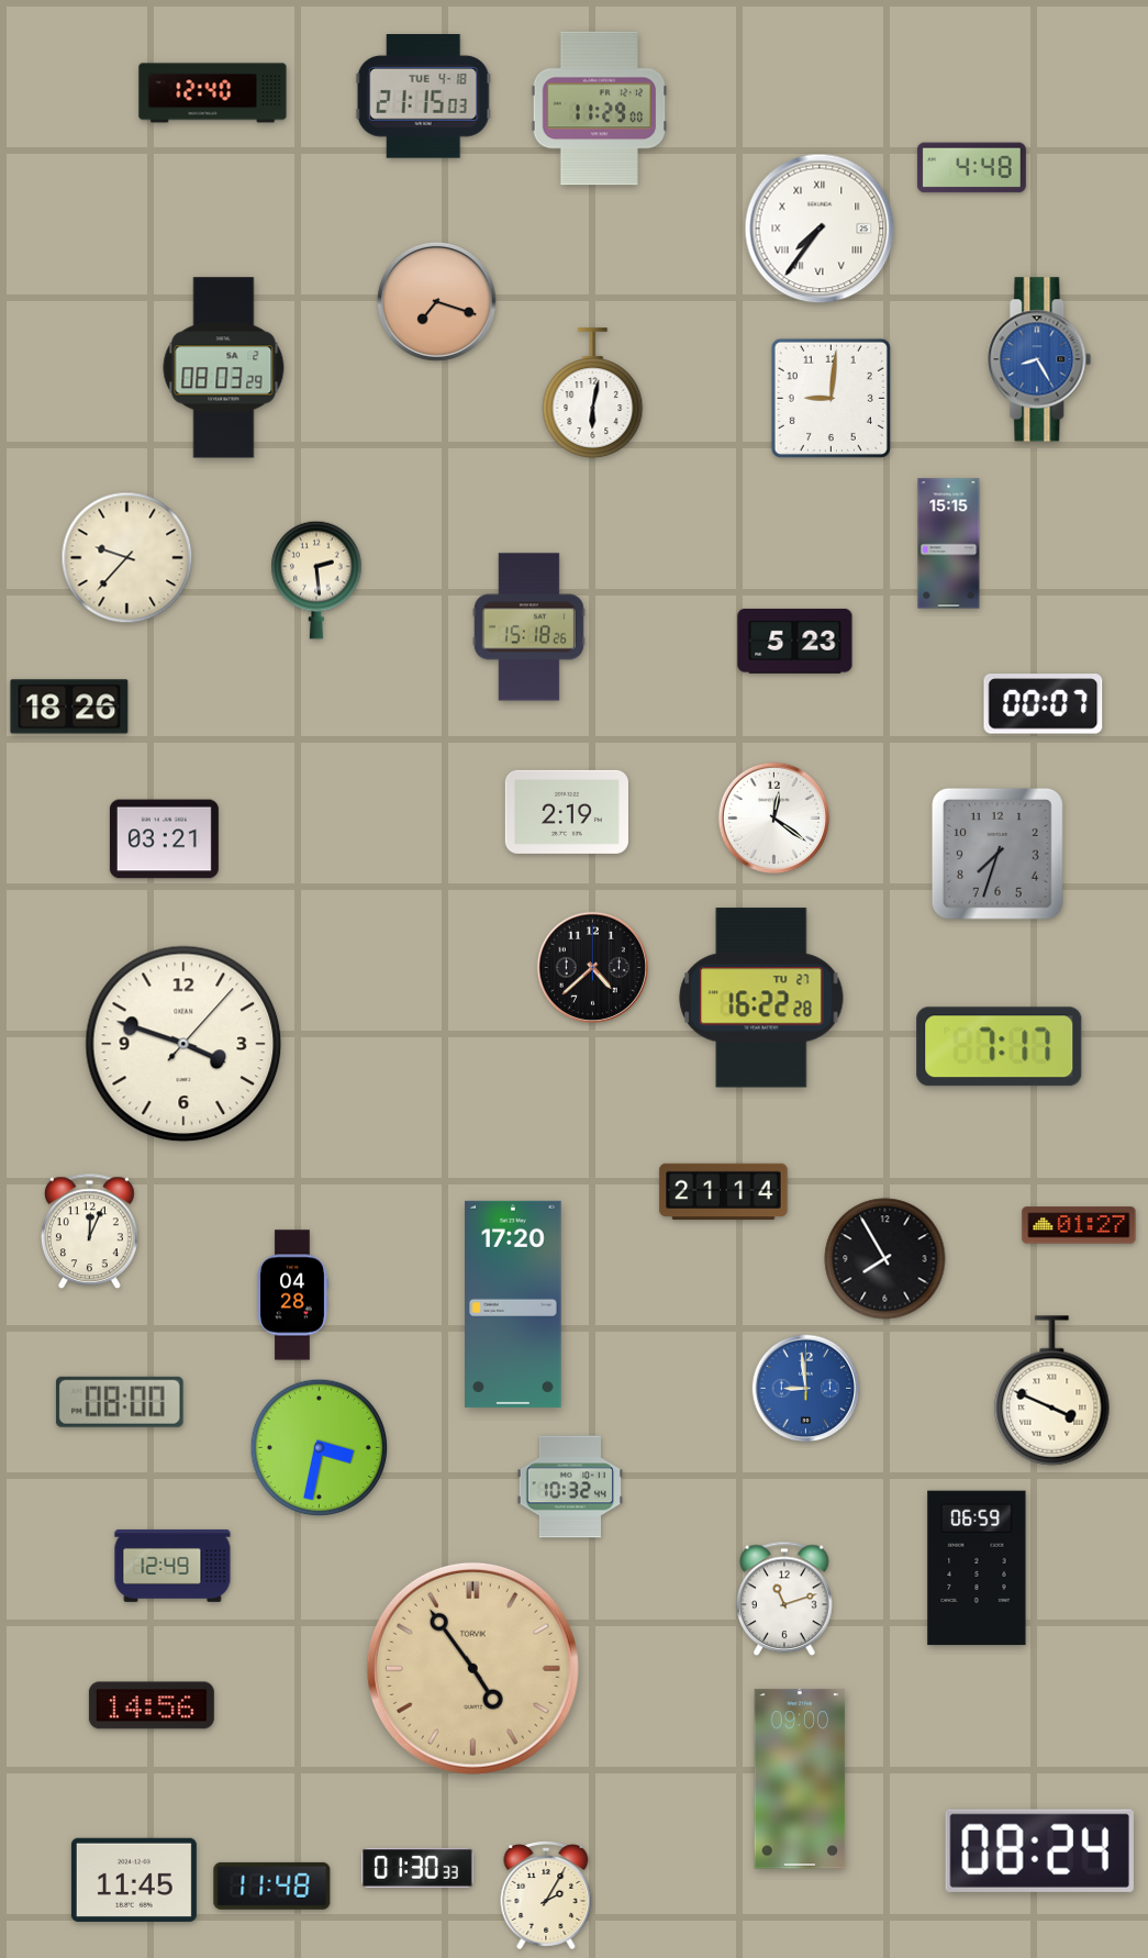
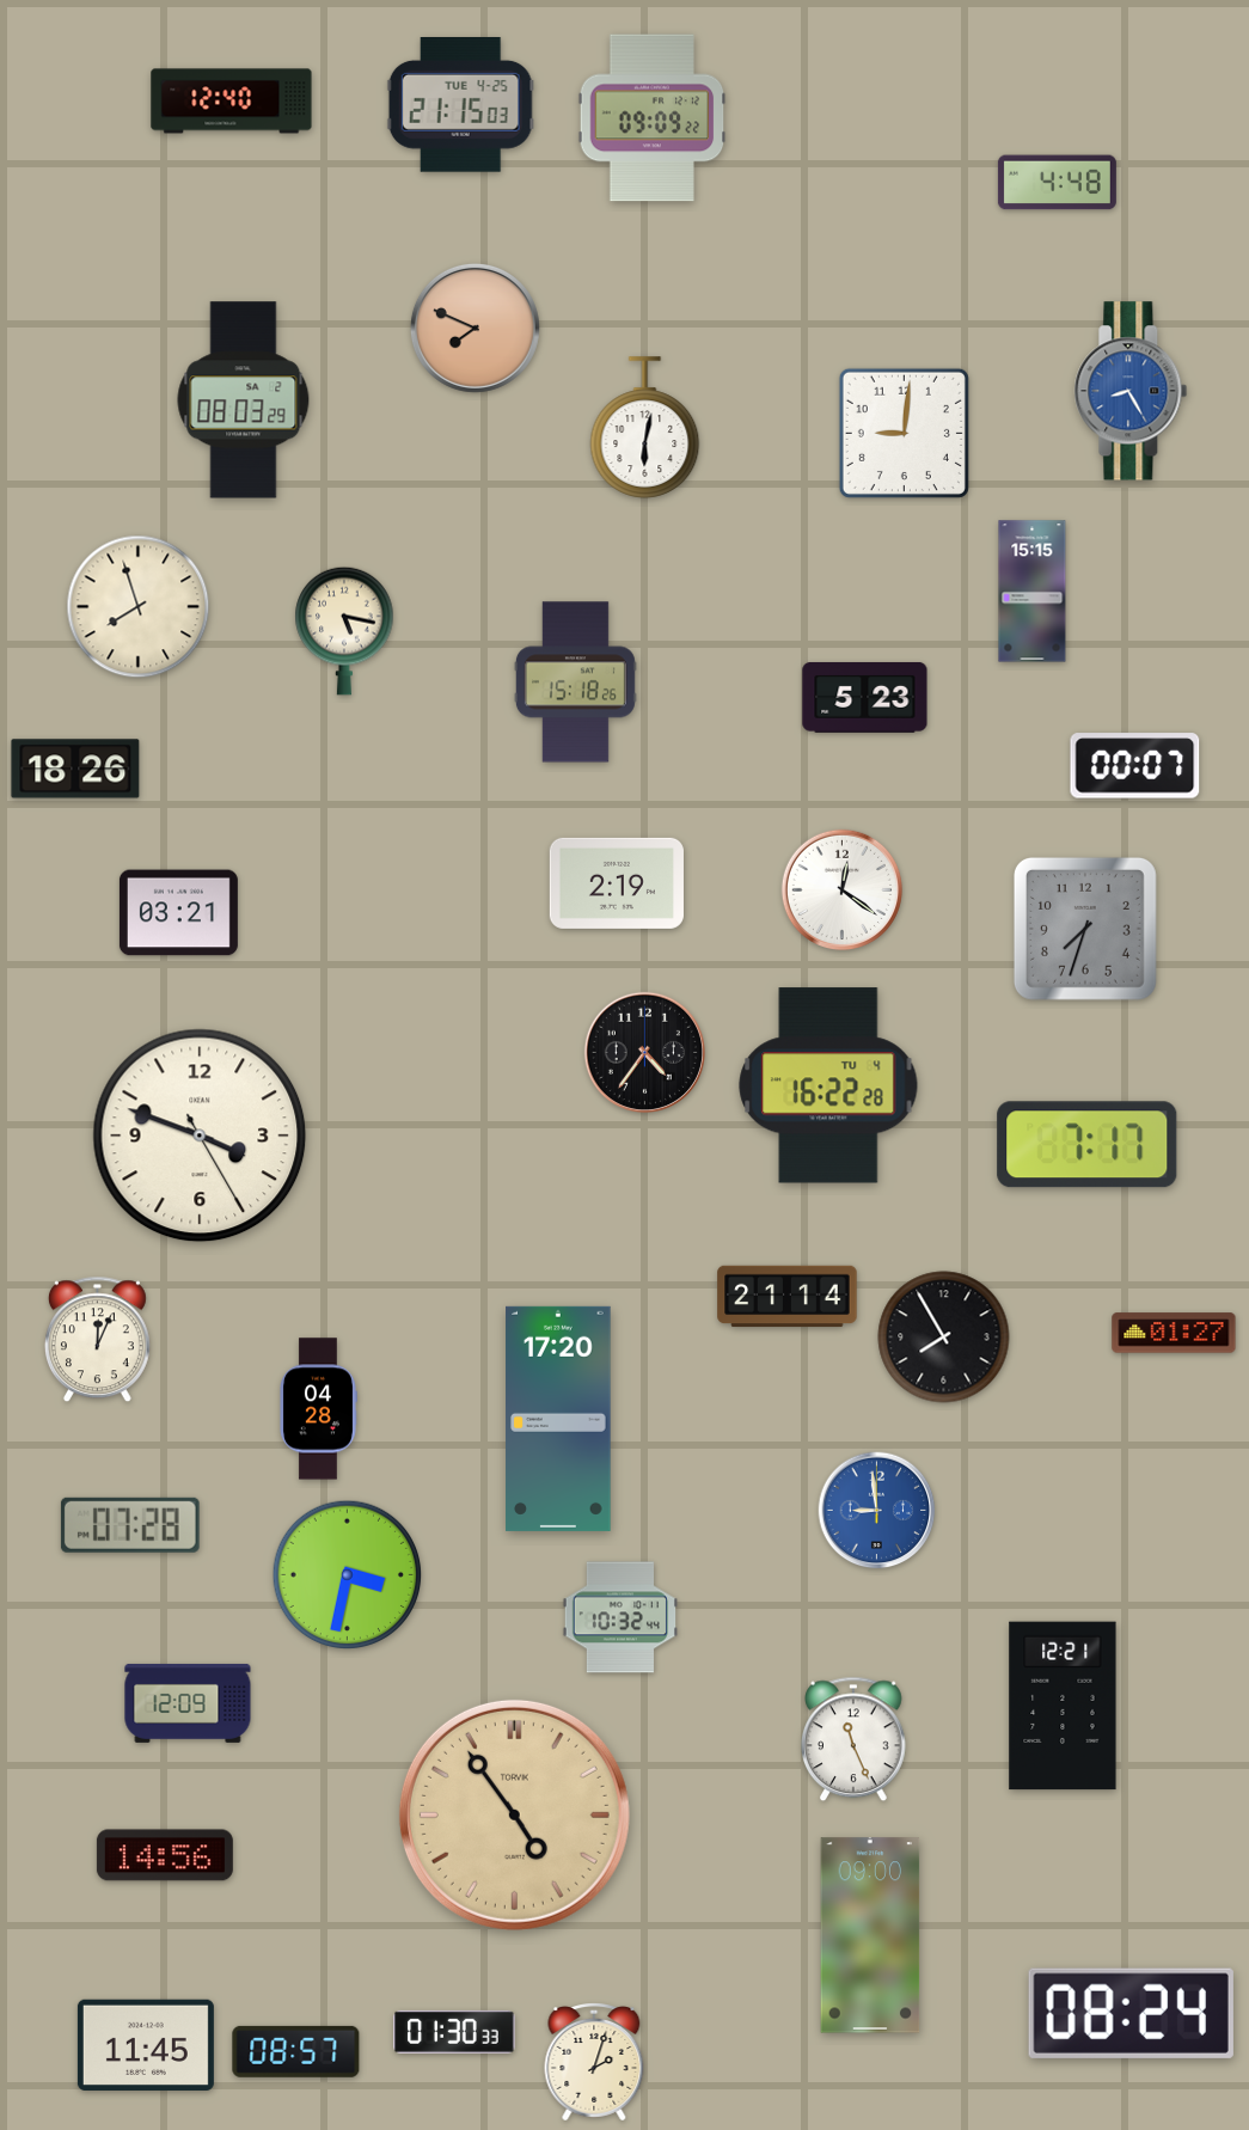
clock at (423, 97) date: TUE 4-18 -> TUE 4-25
clock at (600, 109): 11:29 -> 09:09
clock at (820, 229): 7:36 -> none
clock at (436, 301): 7:18 -> 7:49
clock at (127, 558): 9:37 -> 7:57
clock at (316, 580): 2:29 -> 5:17
clock at (592, 967): 4:38 -> 4:36
clock at (761, 998) date: TU 27 -> TU 4
clock at (183, 1044): 3:48:07 -> 3:48:25
clock at (1000, 1047) position: (1000, 1047) -> (1088, 1145)
clock at (885, 1259) position: (885, 1259) -> (944, 1338)
clock at (1052, 1391): 3:49 -> none
clock at (120, 1402): 08:00 -> 07:28
clock at (172, 1566): 12:49 -> 12:09
clock at (977, 1568): 06:59 -> 12:21
clock at (785, 1599): 11:12 -> 11:26
clock at (272, 1885): 11:48 -> 08:57
clock at (546, 1896): 2:05 -> 2:03
